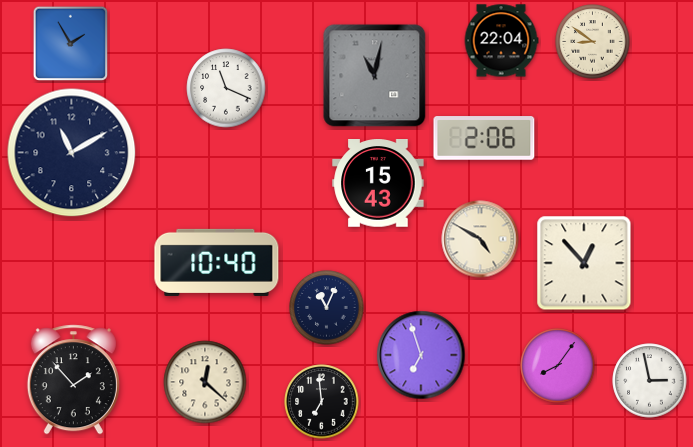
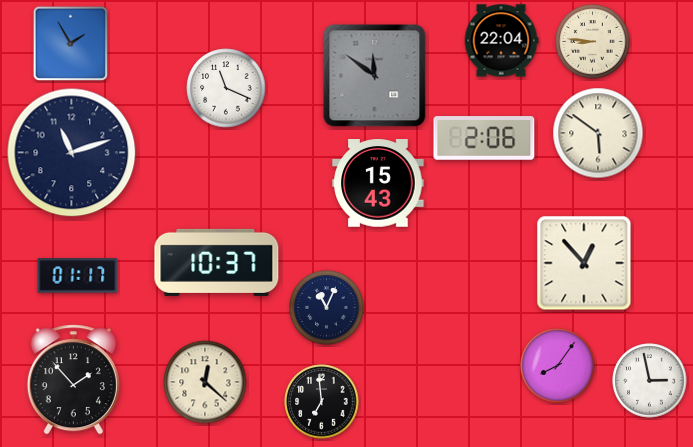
clock at (593, 42): 8:51 -> 8:46
clock at (375, 76): 11:02 -> 11:51
clock at (598, 133): none -> 5:51
clock at (72, 153): 11:10 -> 11:12
clock at (480, 239): 4:50 -> none
clock at (217, 262): 10:40 -> 10:37
clock at (78, 276): none -> 01:17
clock at (421, 355): 6:57 -> none
